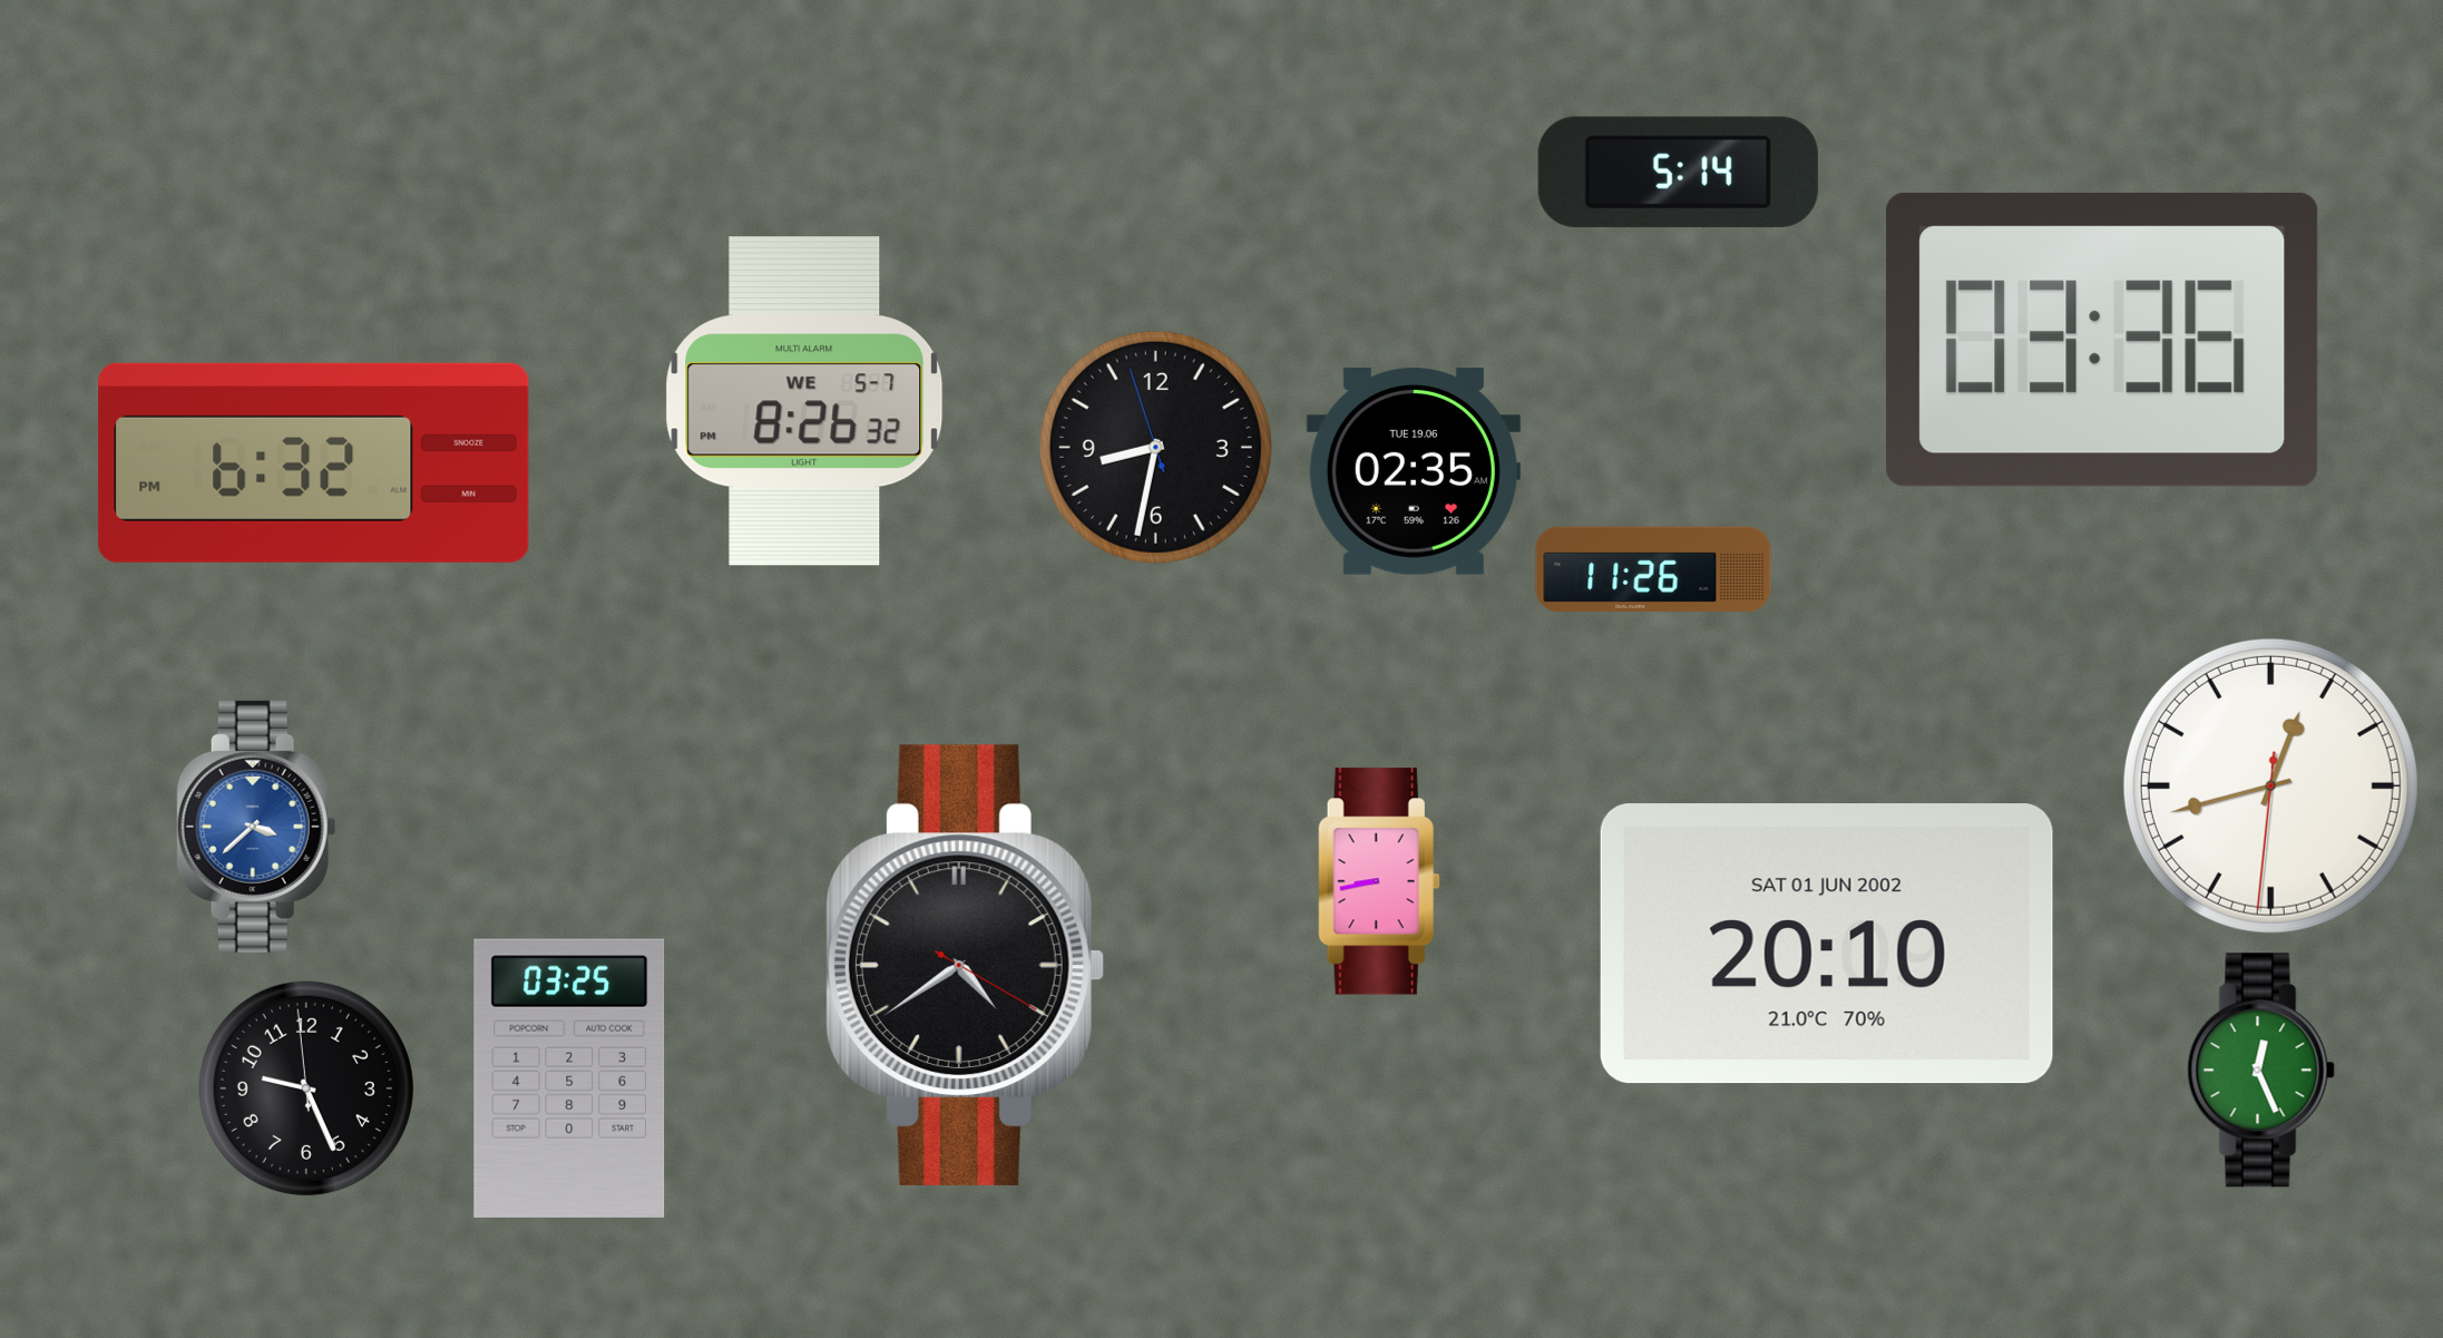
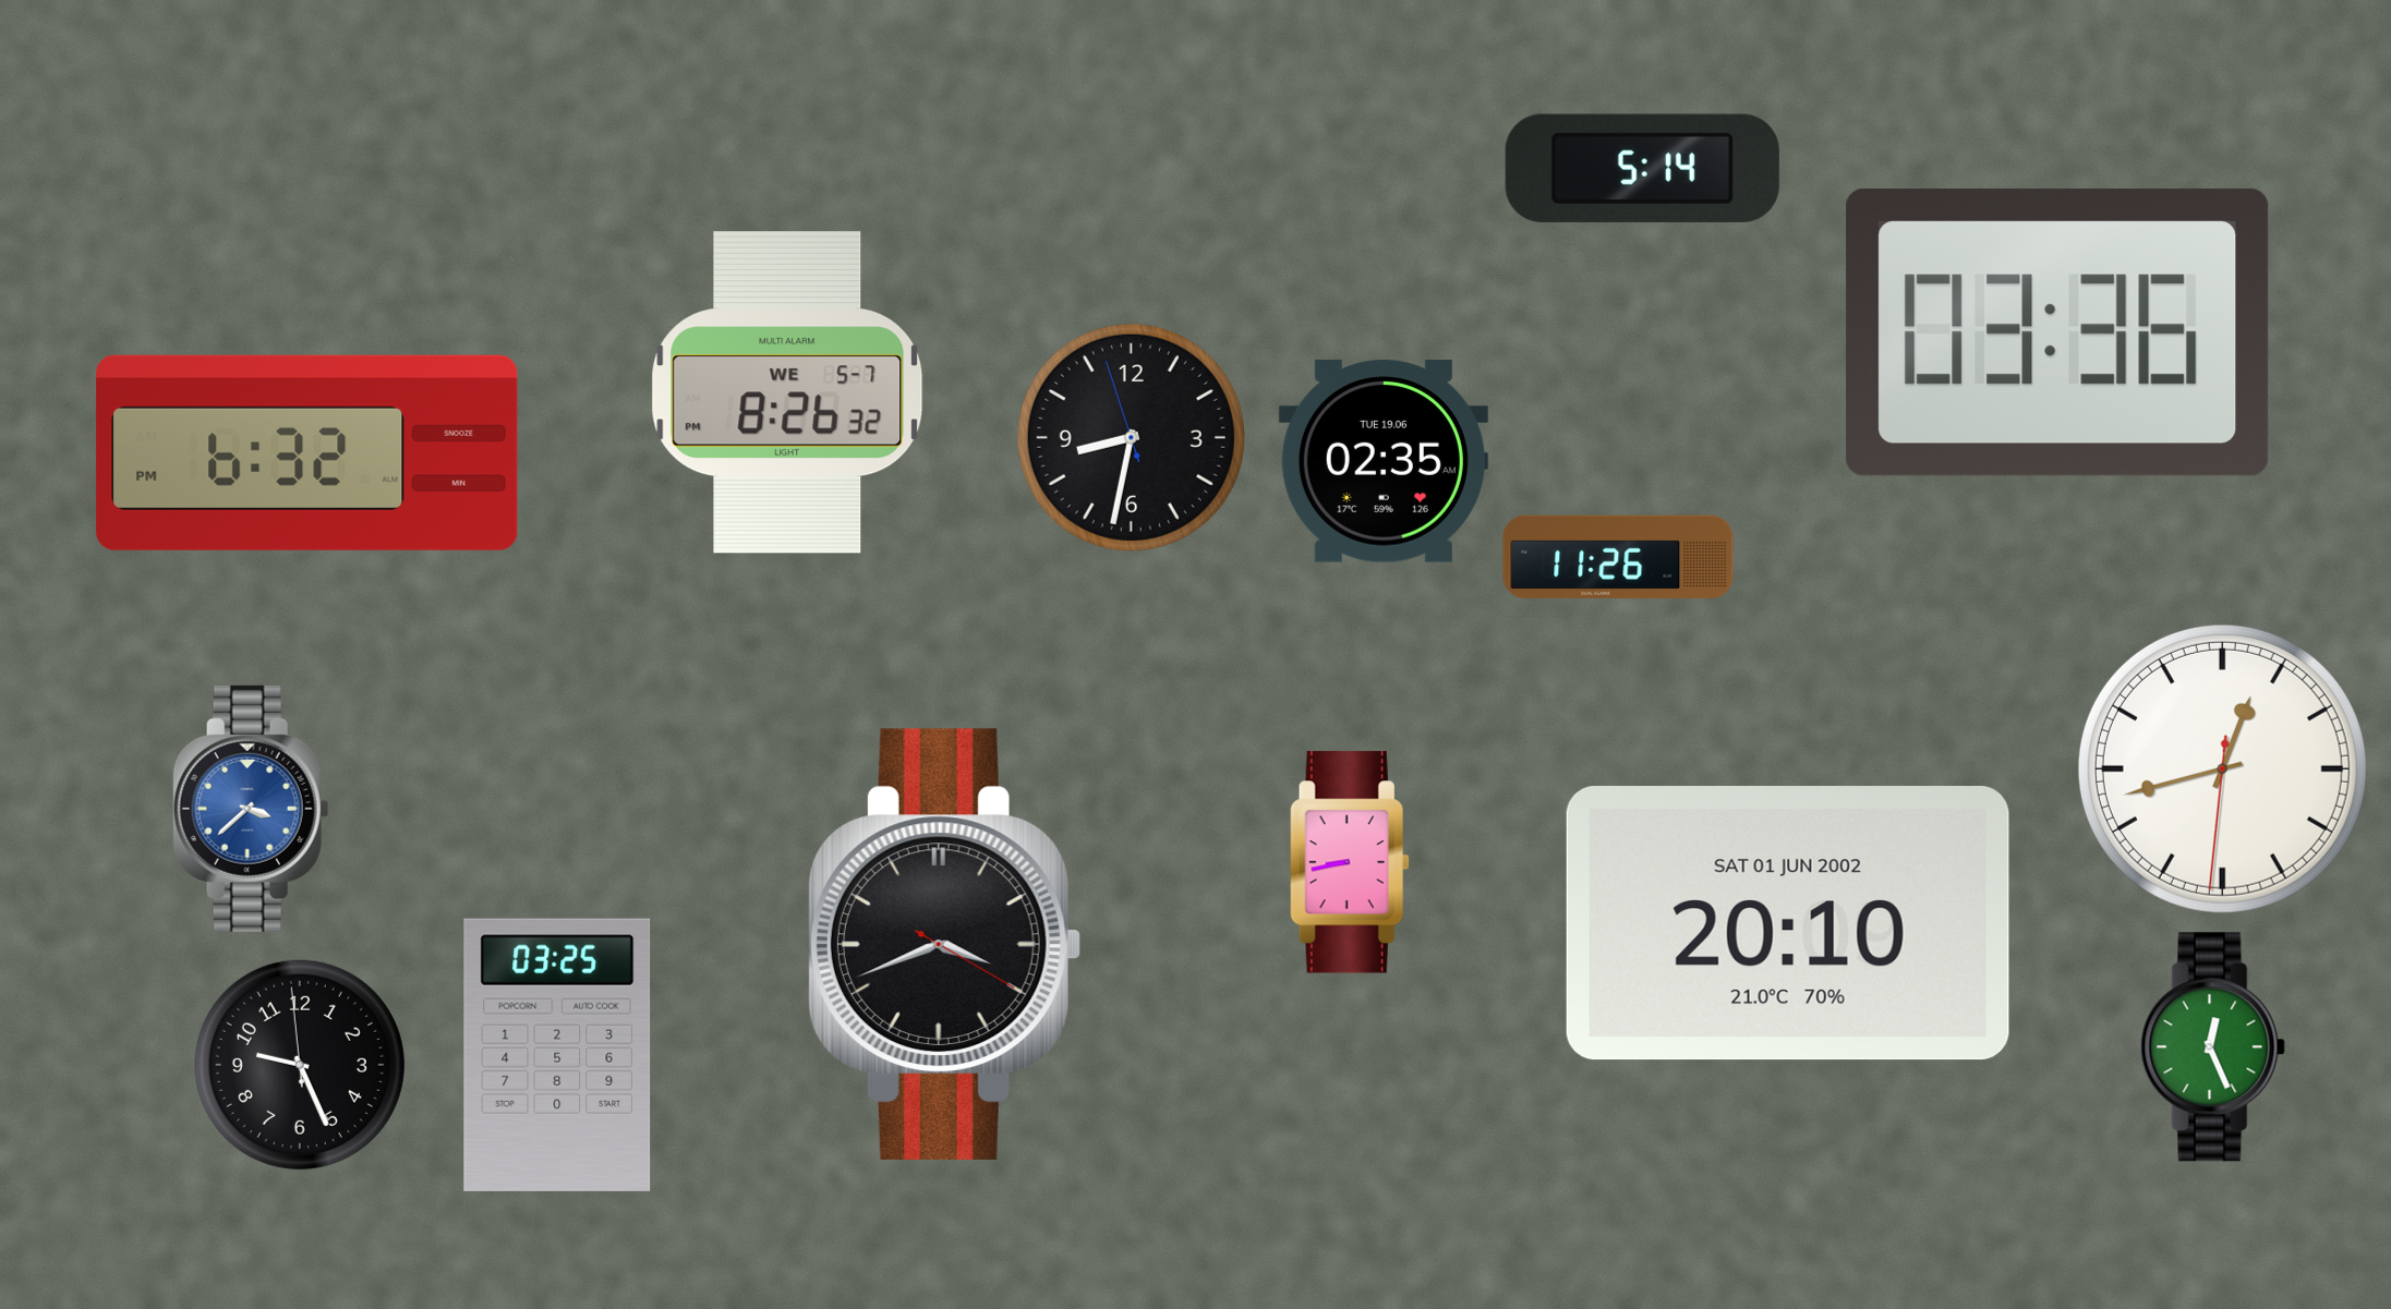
clock at (965, 965): 4:39 -> 3:41
